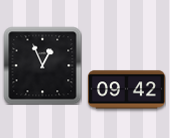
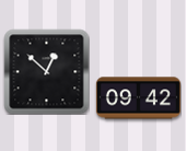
clock at (42, 65): 12:56 -> 12:52
